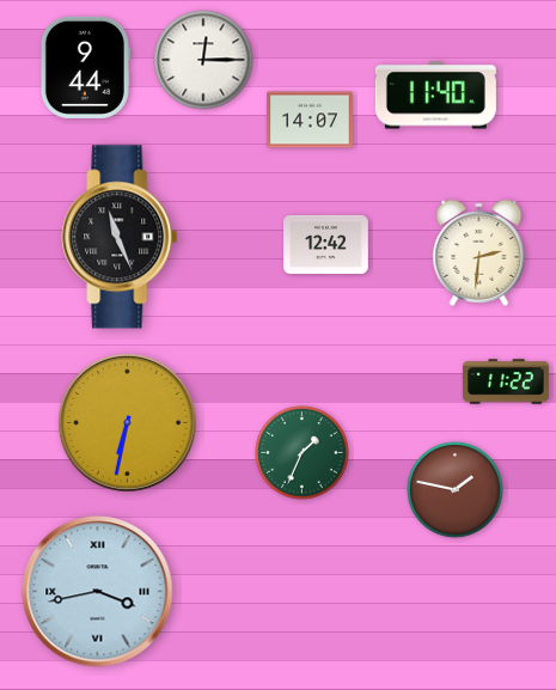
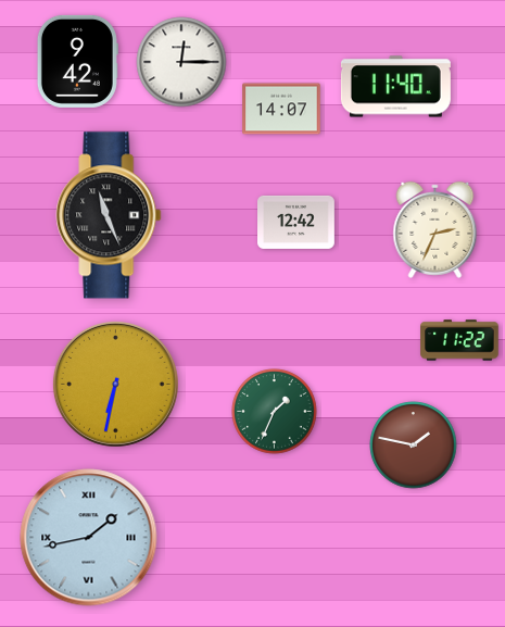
clock at (203, 60) position: (203, 60) -> (181, 62)
clock at (85, 67): 9:44 -> 9:42
clock at (479, 252): 2:31 -> 2:34
clock at (506, 381) position: (506, 381) -> (459, 340)
clock at (98, 592): 3:43 -> 1:43
